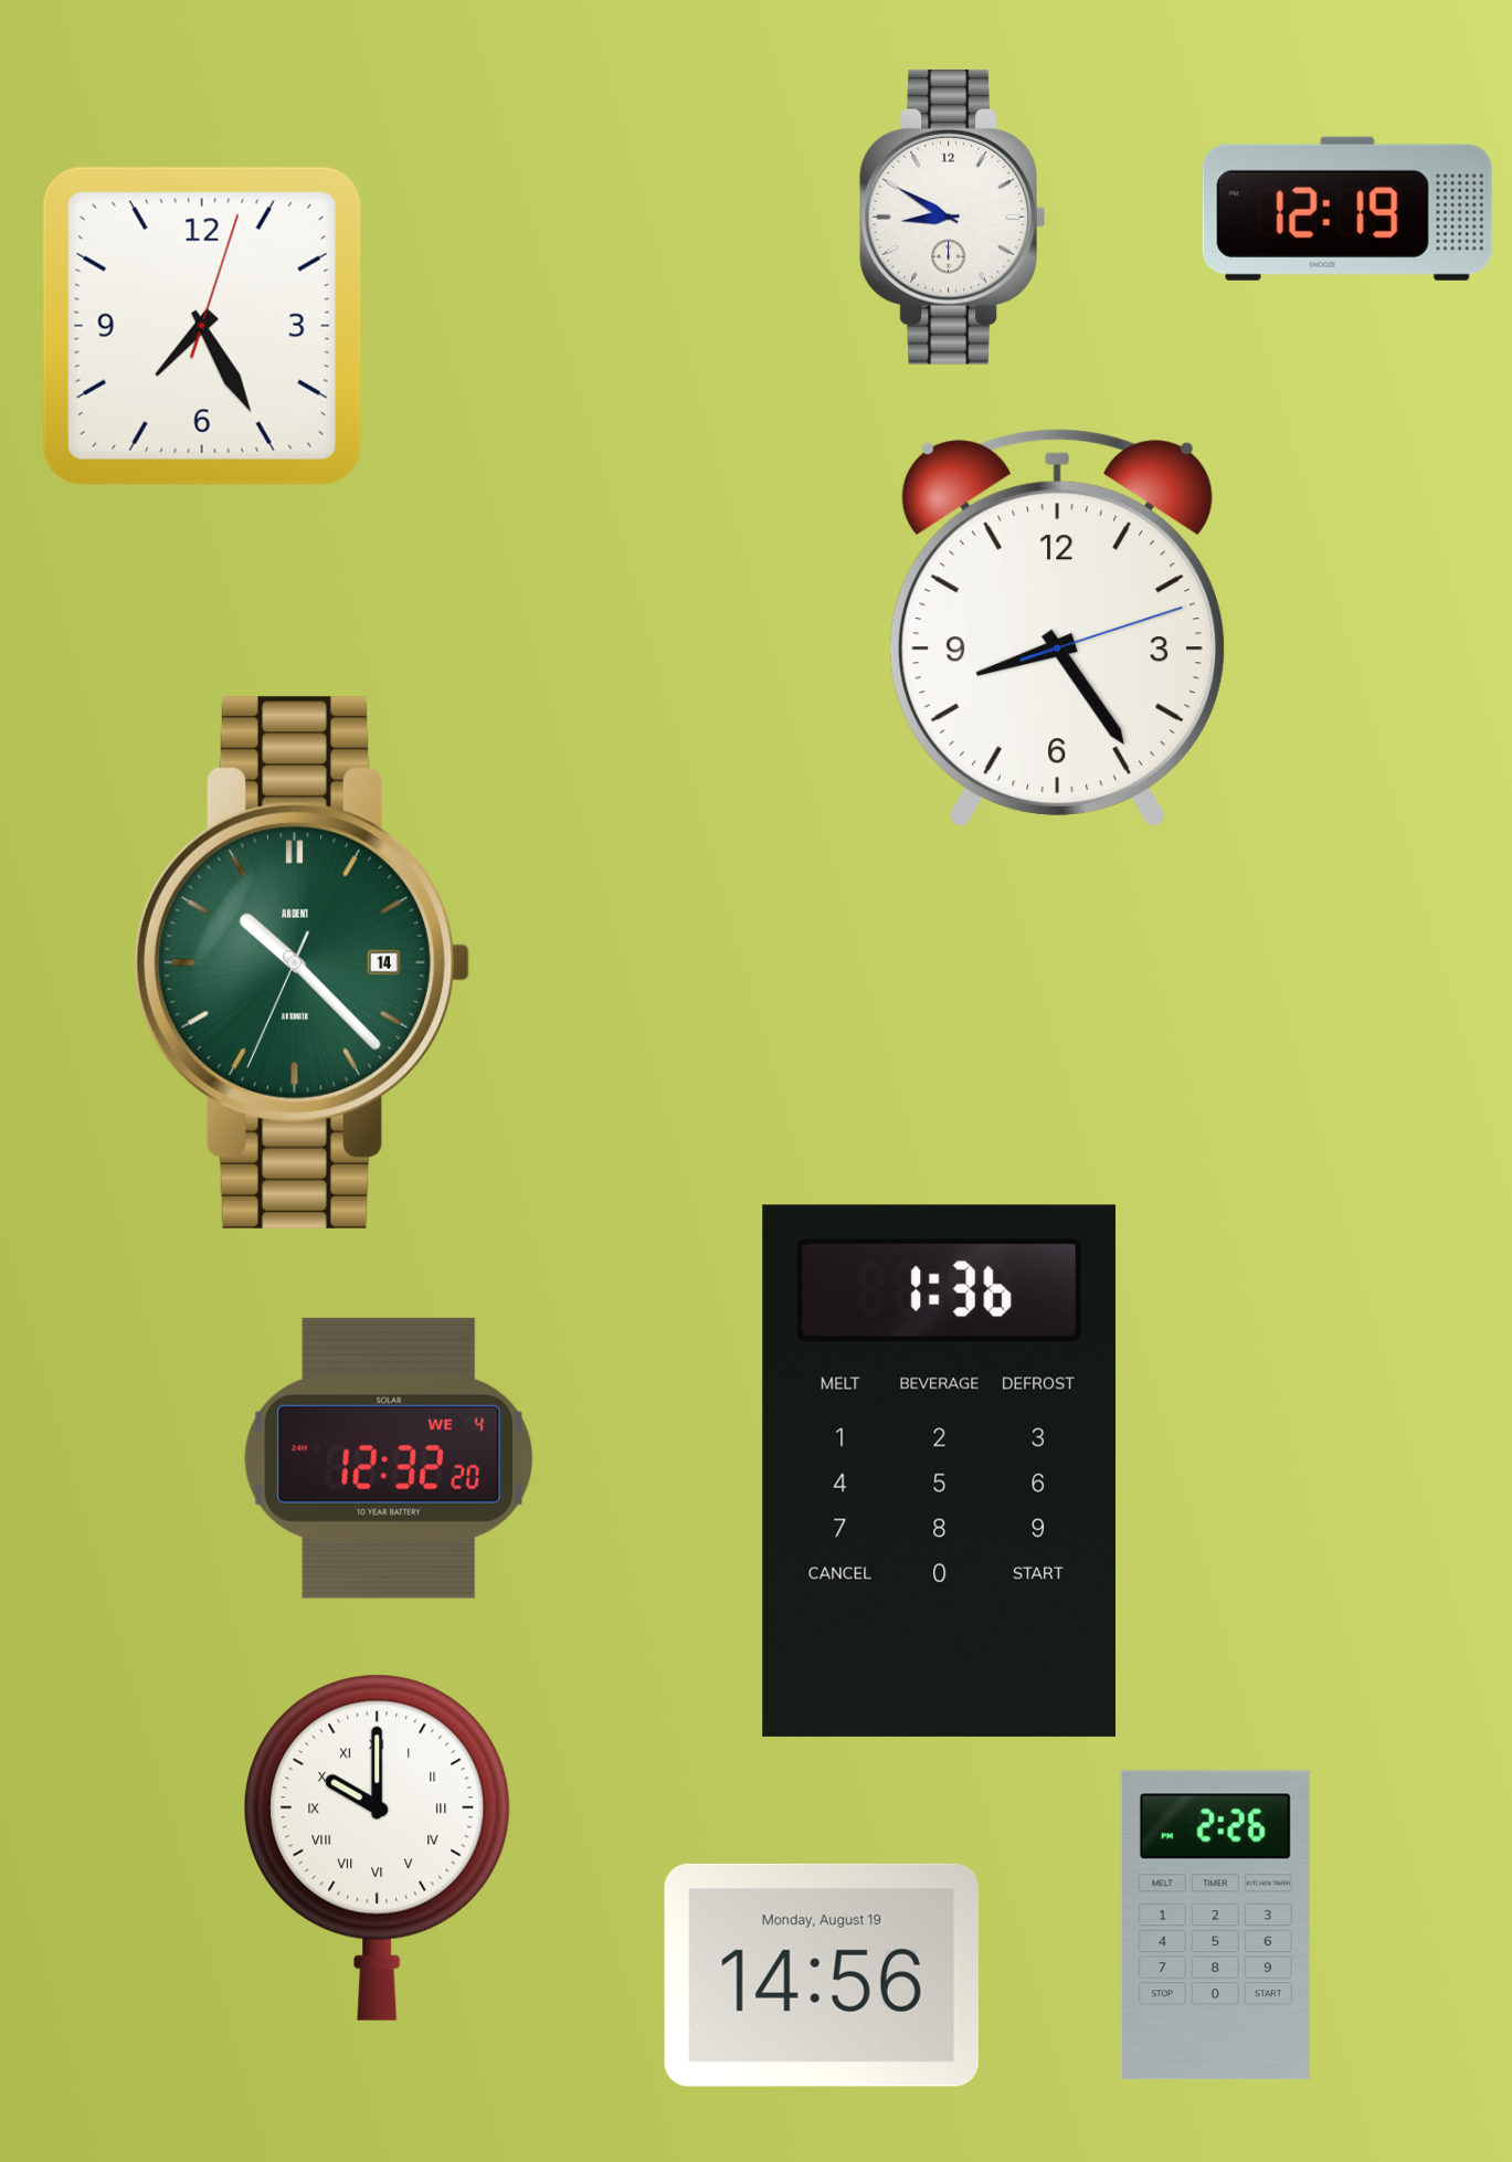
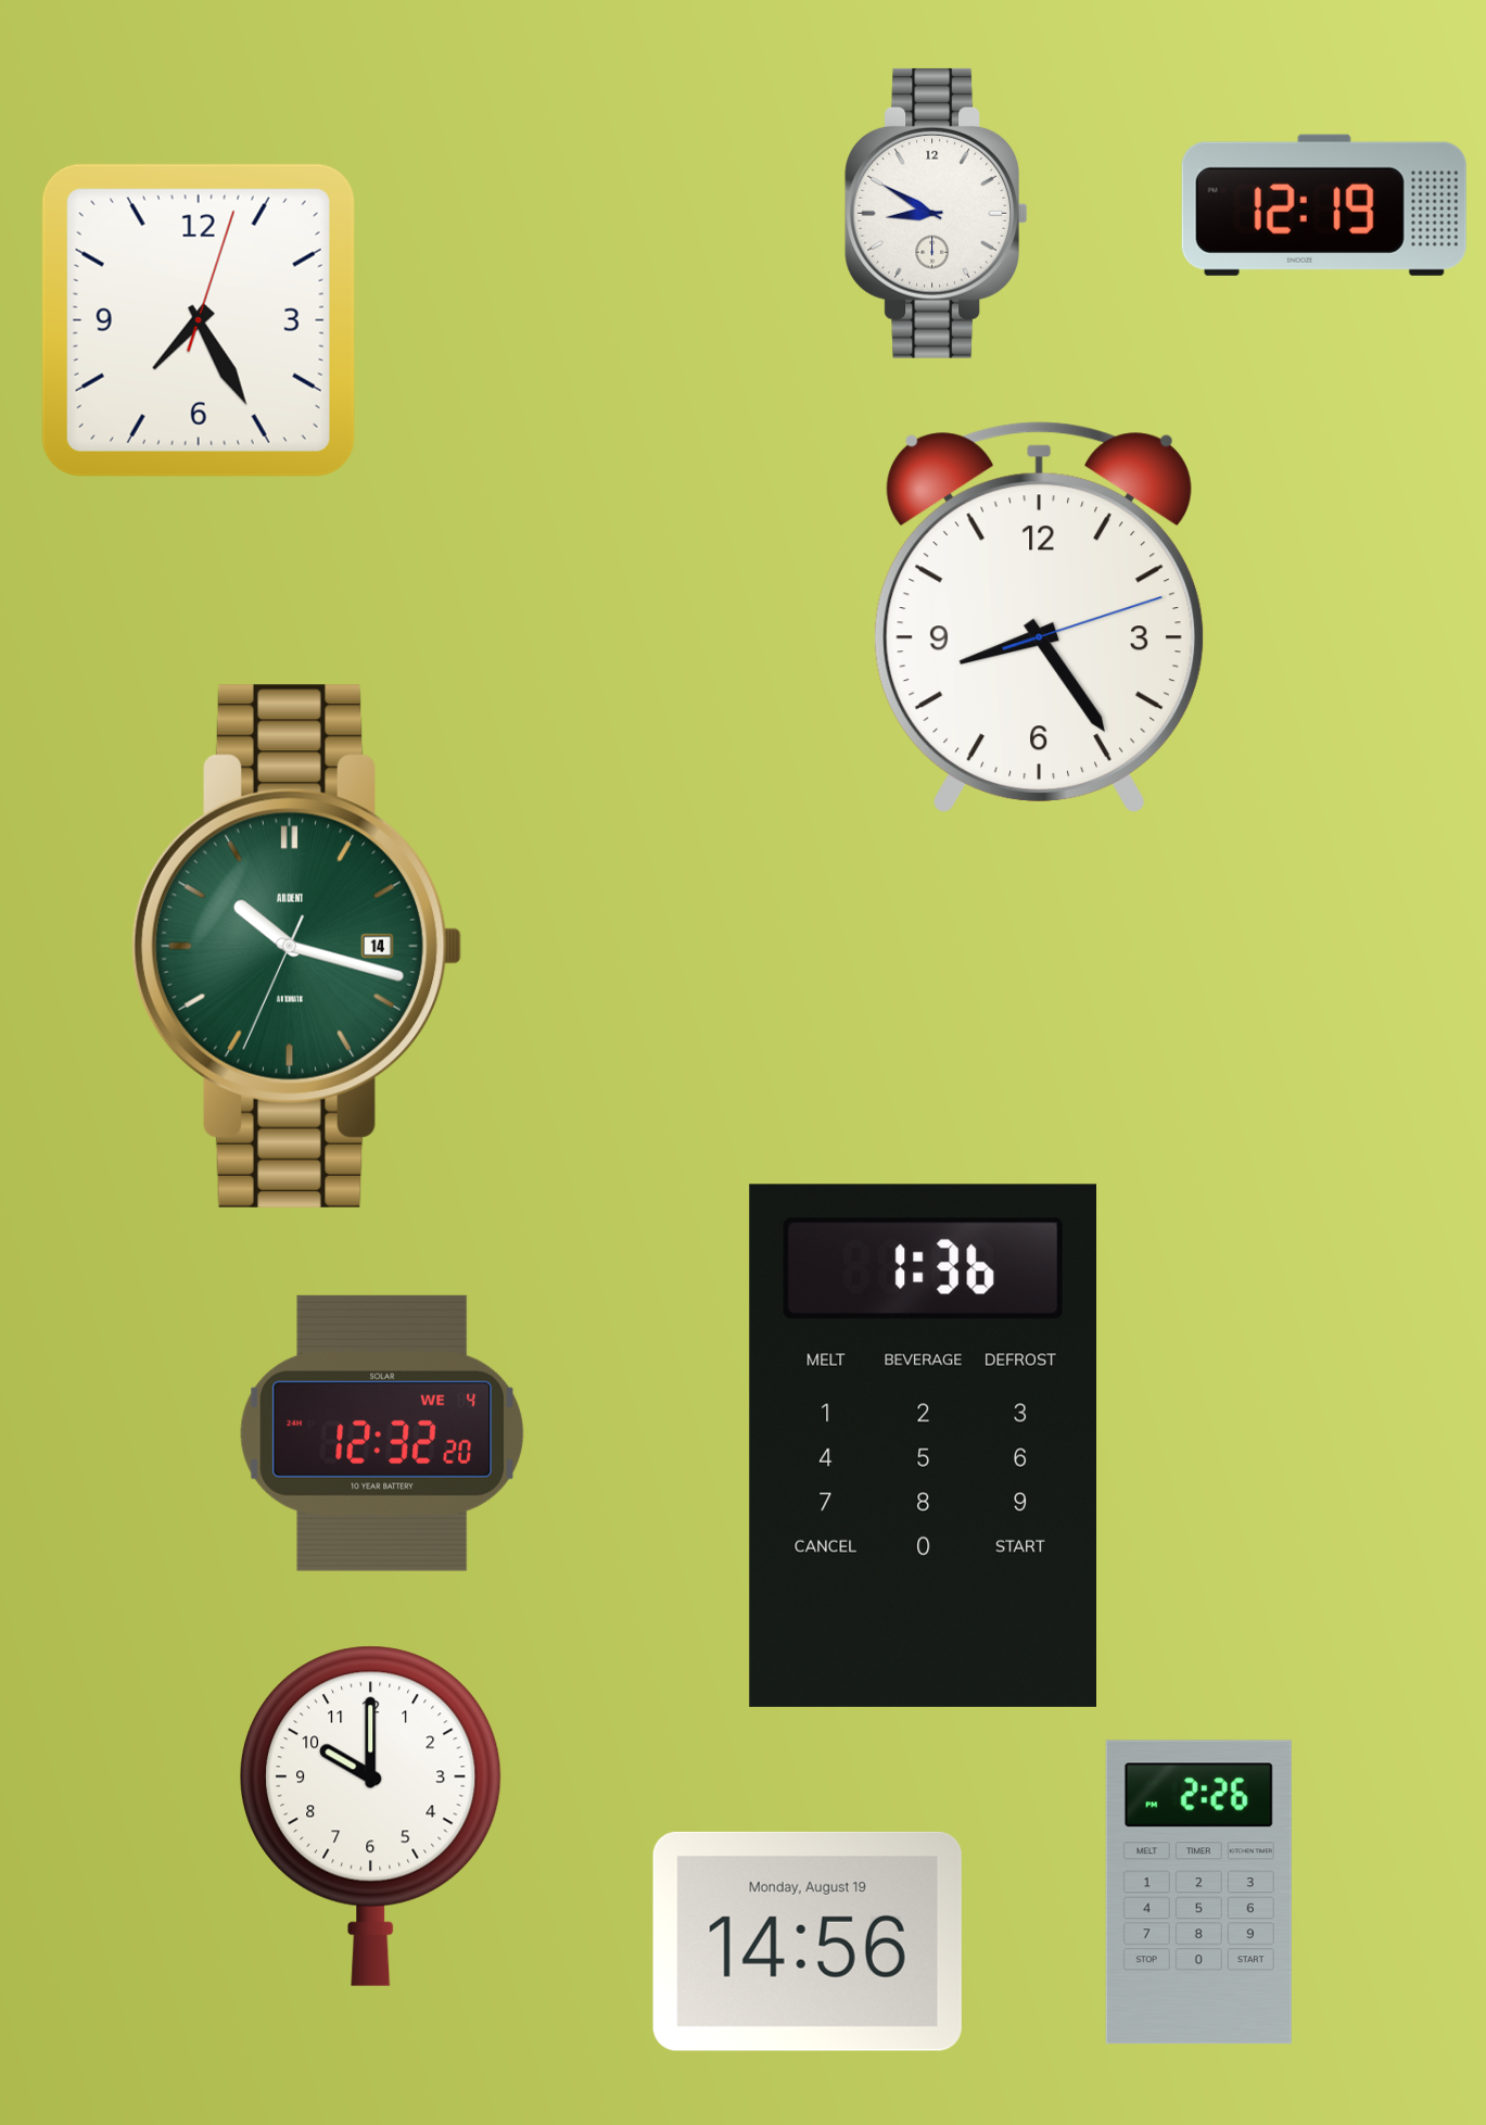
clock at (302, 962): 10:22 -> 10:17
clock at (378, 1847) numerals: Roman -> Arabic
clock at (1215, 1926) position: (1215, 1926) -> (1198, 1893)
